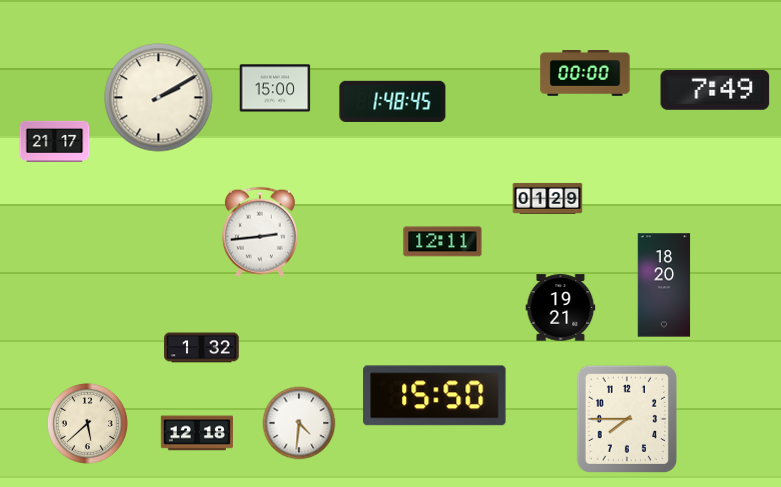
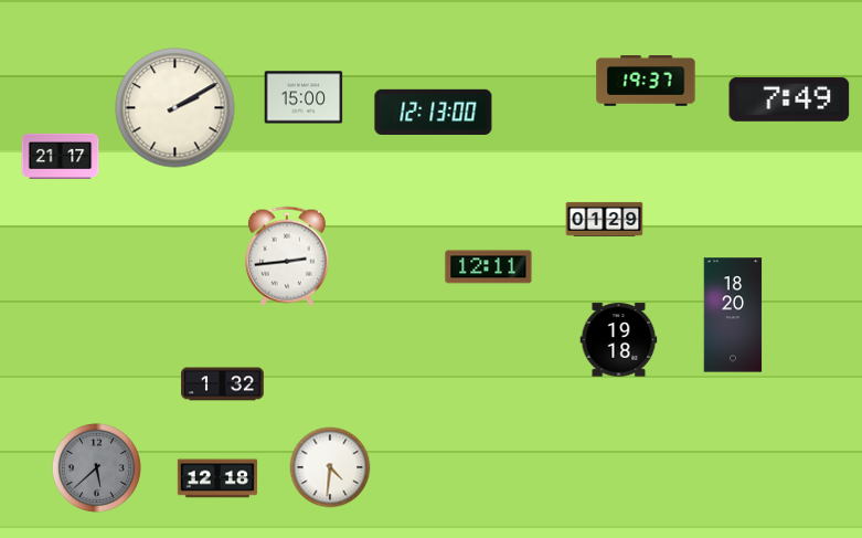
clock at (585, 74): 00:00 -> 19:37
clock at (393, 101): 1:48 -> 12:13
clock at (561, 308): 19:21 -> 19:18
clock at (435, 396): 15:50 -> none
clock at (627, 418): 7:45 -> none
clock at (87, 423) dial: cream -> grey
